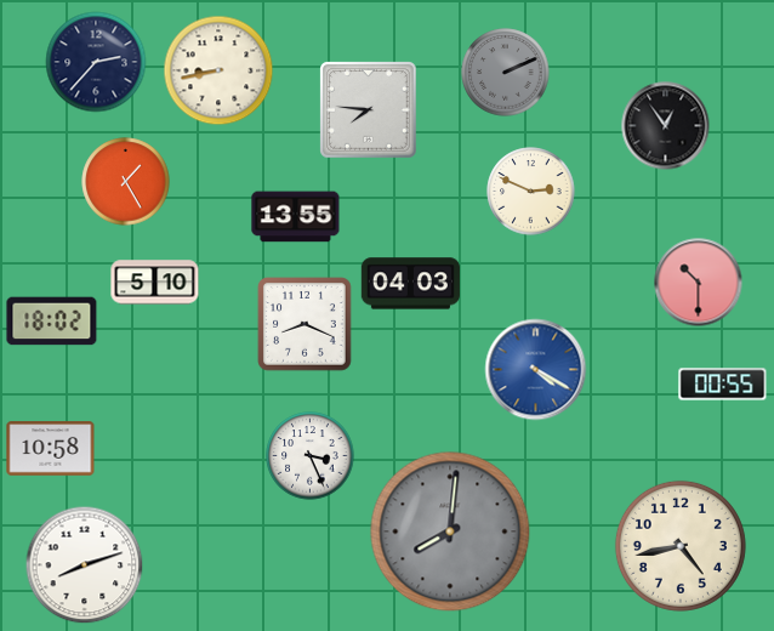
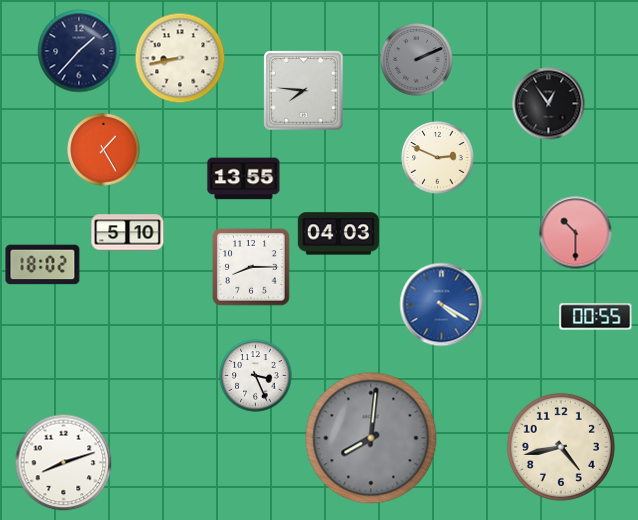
clock at (96, 62): 2:37 -> 1:37
clock at (305, 324): 8:19 -> 8:15
clock at (51, 449): 10:58 -> none
clock at (681, 546) position: (681, 546) -> (561, 447)
clock at (85, 565) position: (85, 565) -> (64, 463)
